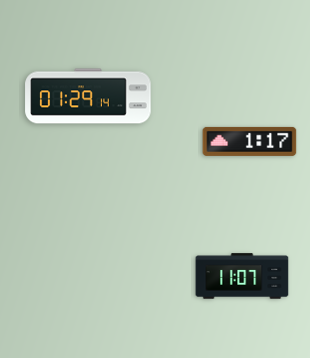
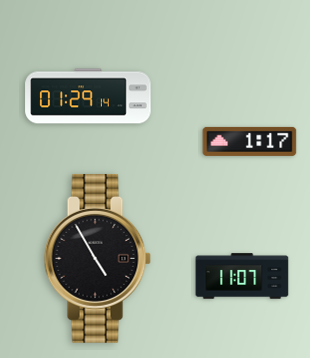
clock at (97, 258): none -> 4:55
